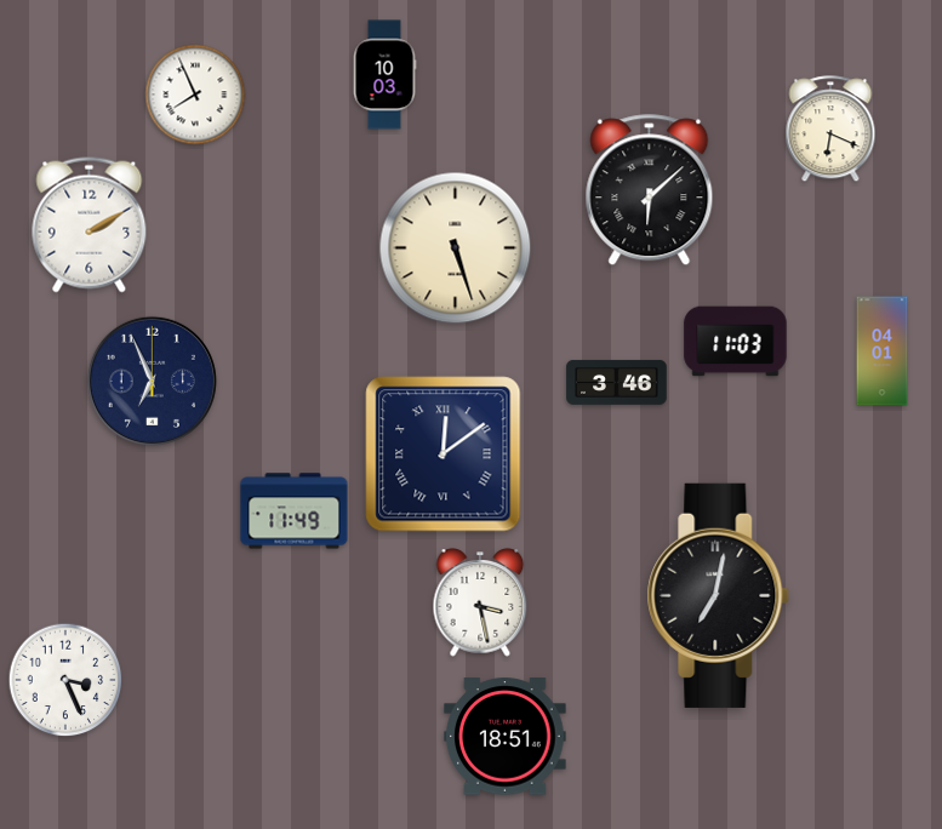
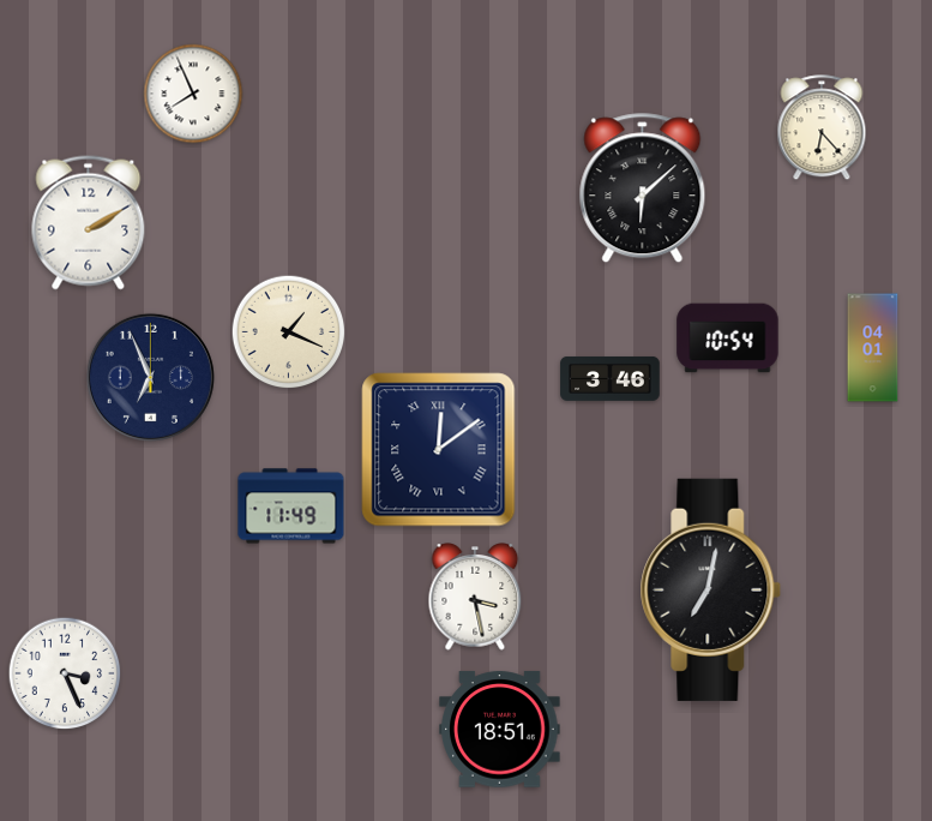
clock at (384, 75): 10:03 -> none
clock at (830, 130): 6:19 -> 6:23
clock at (456, 248): 5:27 -> none
clock at (289, 332): none -> 1:19
clock at (736, 342): 11:03 -> 10:54
